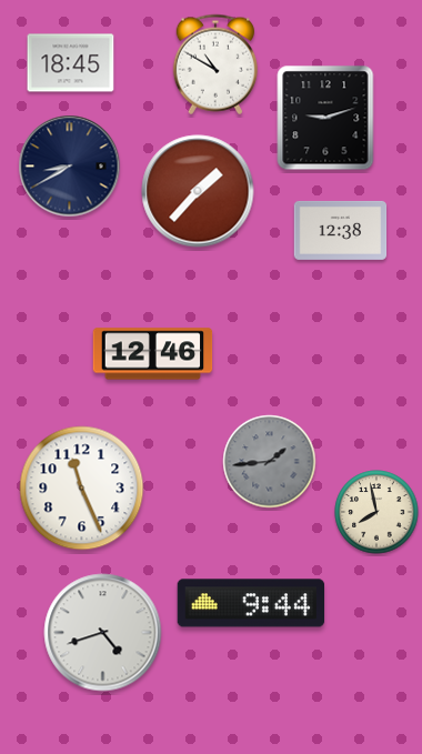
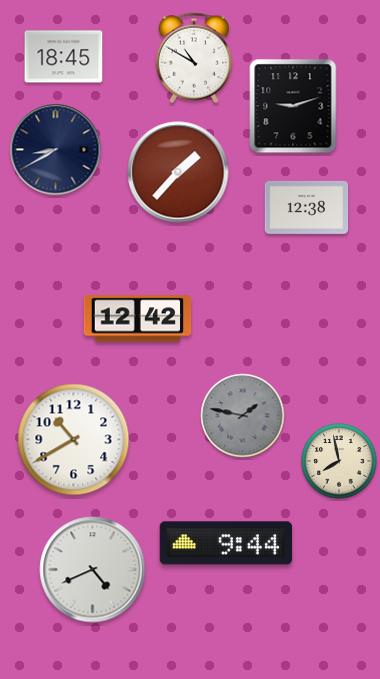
clock at (70, 167) position: (70, 167) -> (56, 150)
clock at (153, 354): 12:46 -> 12:42
clock at (270, 462): 1:44 -> 1:47
clock at (82, 489): 11:26 -> 10:40
clock at (103, 633): 4:42 -> 4:41
